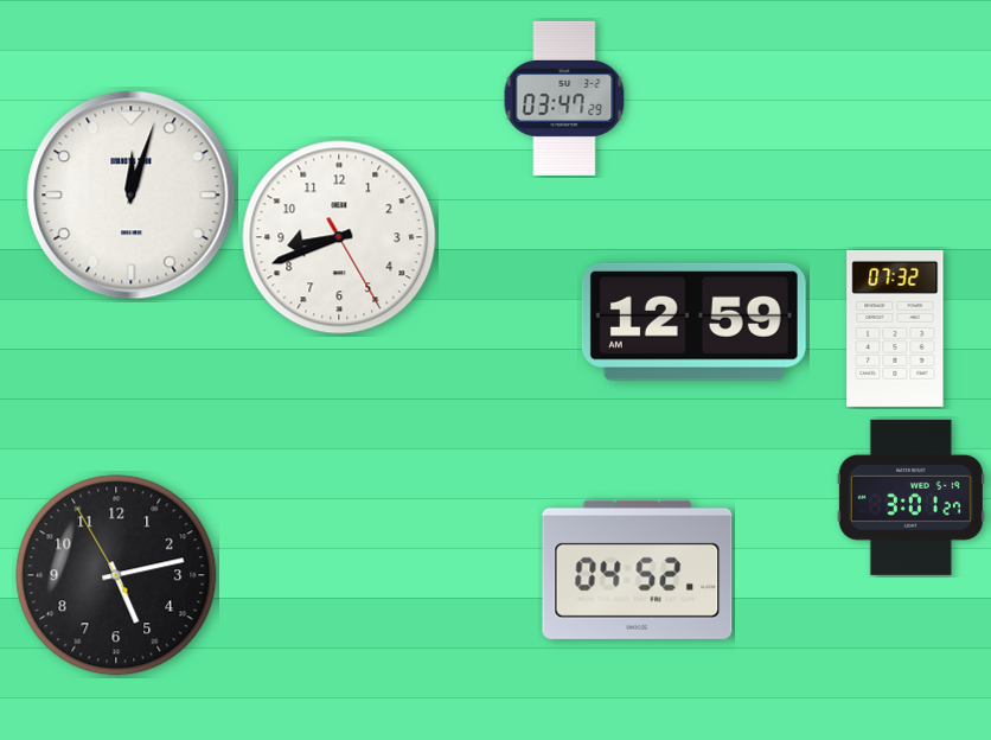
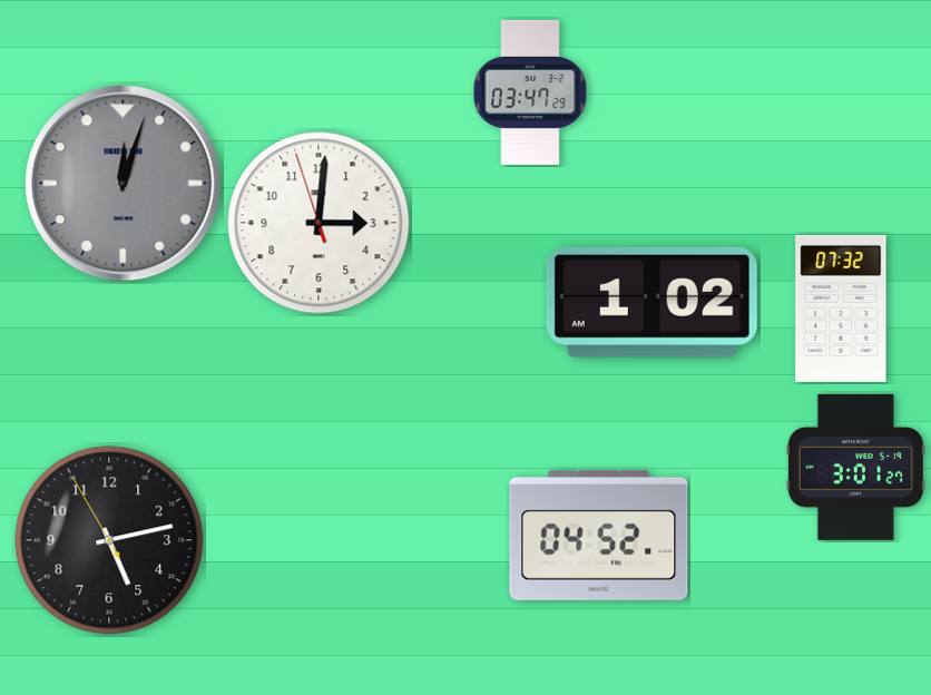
clock at (132, 196) dial: white -> grey
clock at (339, 237): 8:41 -> 3:00
clock at (693, 321): 12:59 -> 1:02
